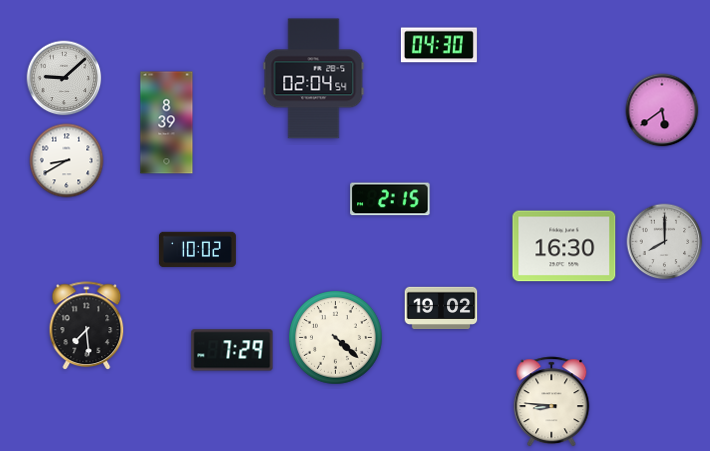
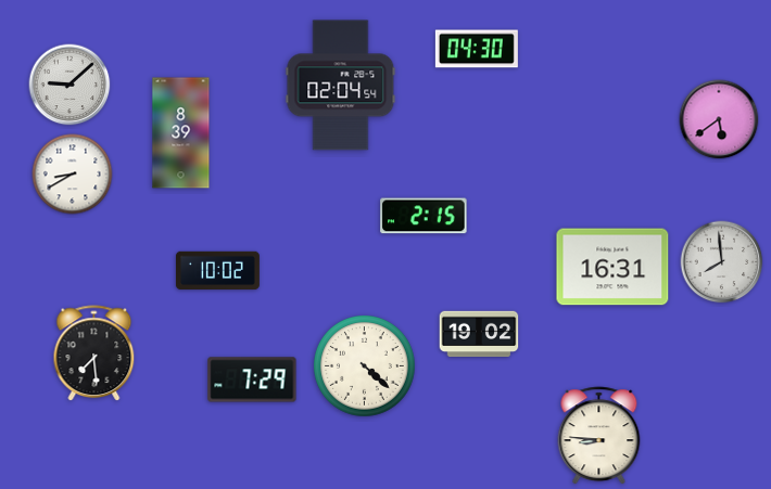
clock at (665, 242): 8:00 -> 7:59
clock at (564, 246): 16:30 -> 16:31
clock at (197, 250) position: (197, 250) -> (217, 271)
